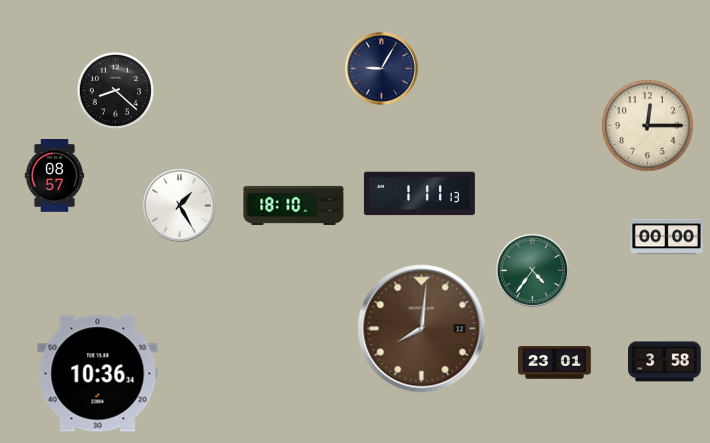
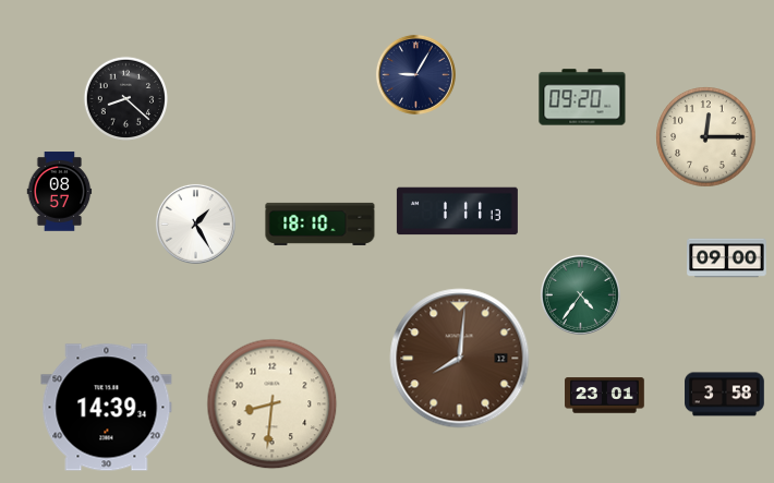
clock at (582, 97): none -> 09:20
clock at (667, 237): 00:00 -> 09:00
clock at (273, 404): none -> 8:31
clock at (98, 374): 10:36 -> 14:39
